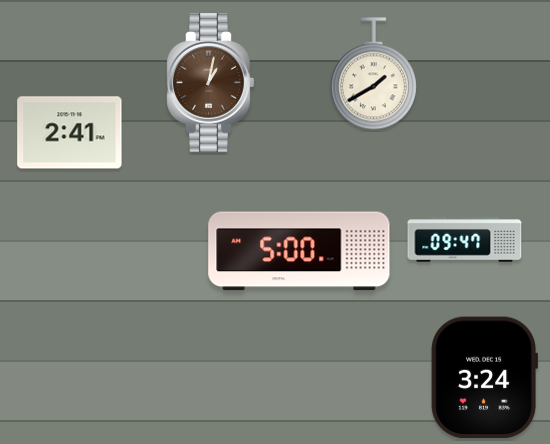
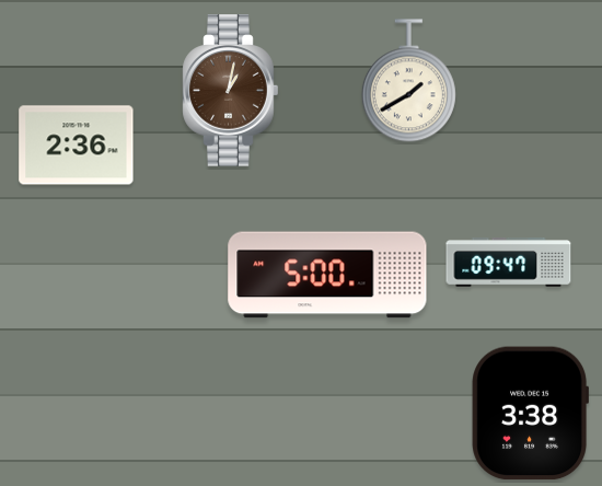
clock at (70, 133): 2:41 -> 2:36
clock at (484, 378): 3:24 -> 3:38
